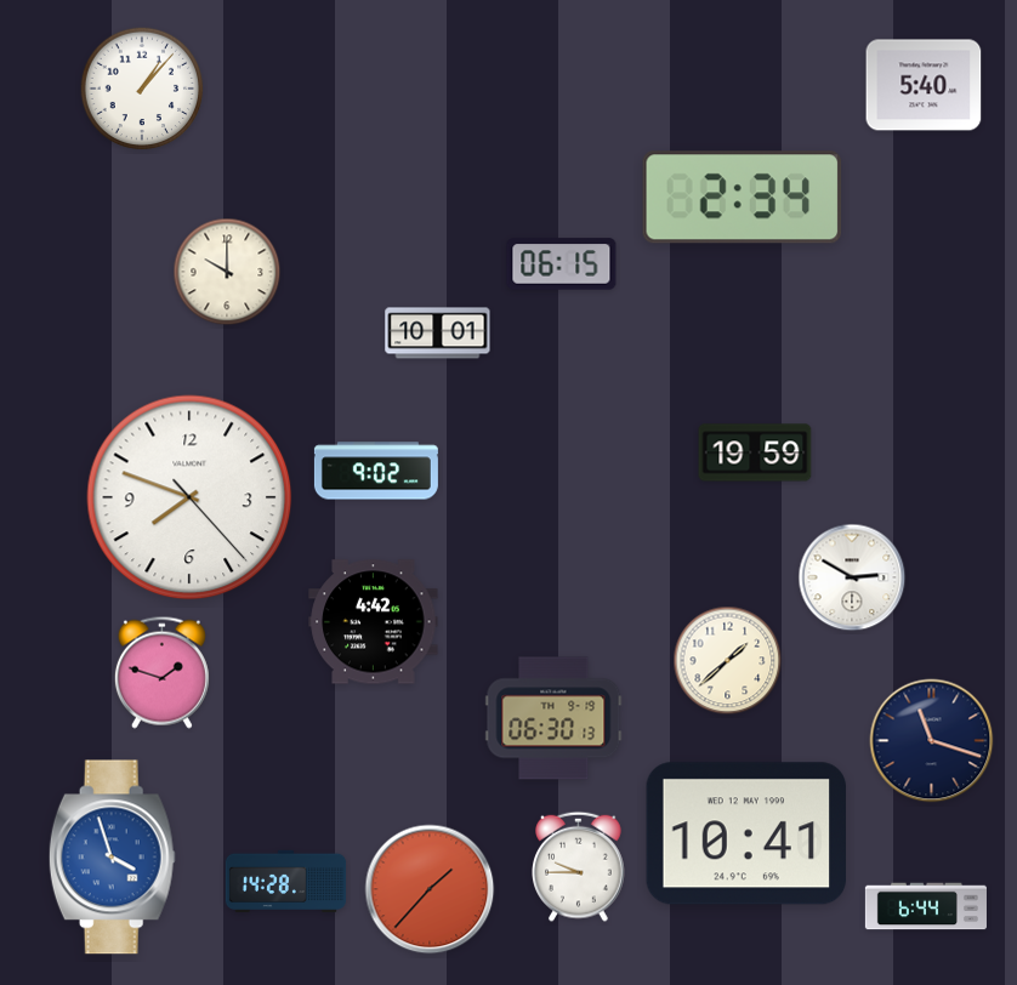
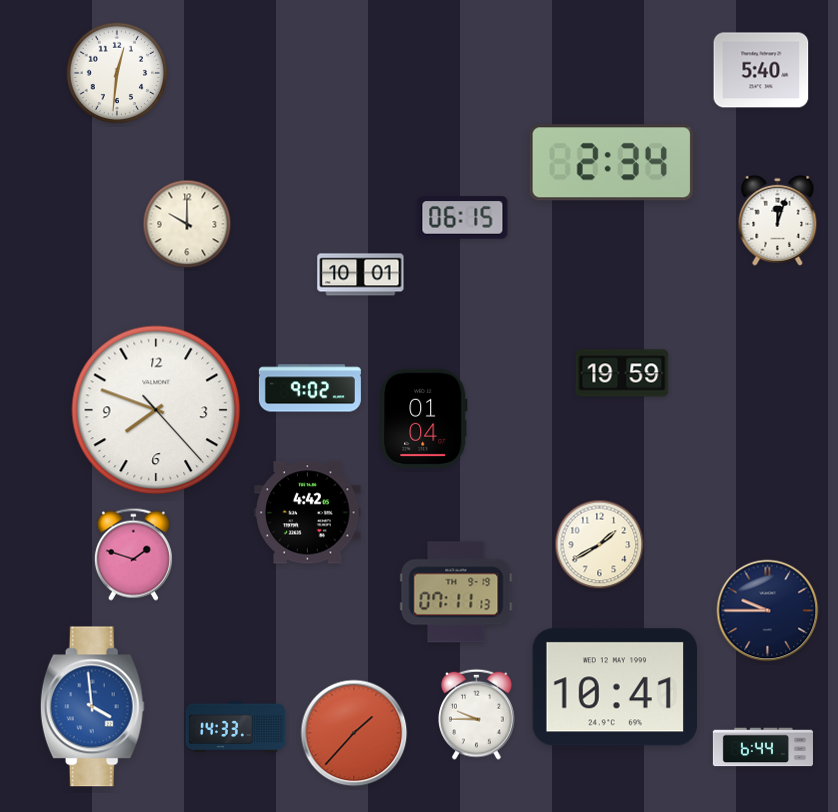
clock at (142, 89): 1:07 -> 12:31
clock at (778, 220): none -> 12:03
clock at (424, 418): none -> 01:04
clock at (852, 577): 2:50 -> none
clock at (728, 661): 1:38 -> 1:40
clock at (553, 718): 06:30 -> 07:11
clock at (932, 741): 11:18 -> 9:45
clock at (112, 858): 3:57 -> 3:59
clock at (286, 881): 14:28 -> 14:33
